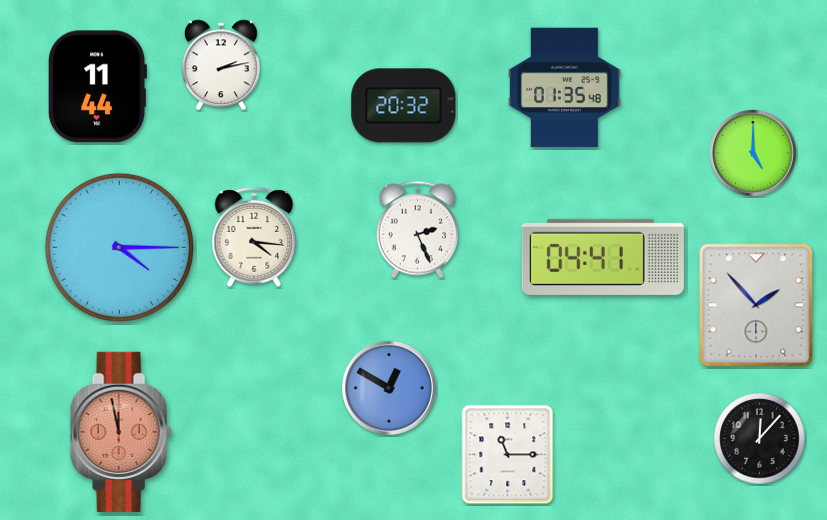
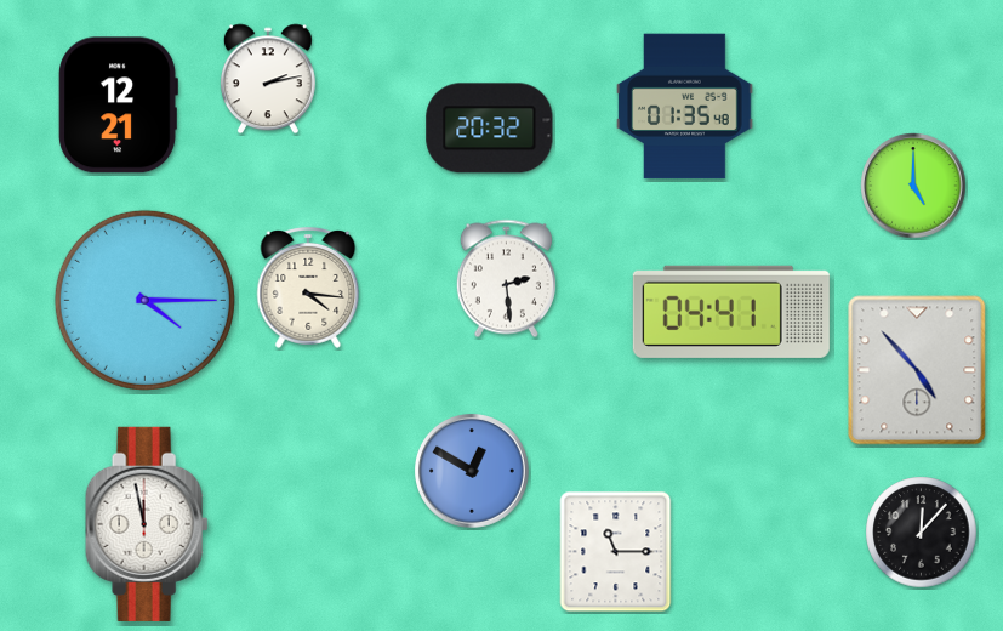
clock at (97, 87): 11:44 -> 12:21
clock at (417, 230): 2:26 -> 2:29
clock at (756, 305): 1:53 -> 4:53
clock at (121, 432) dial: salmon -> white
